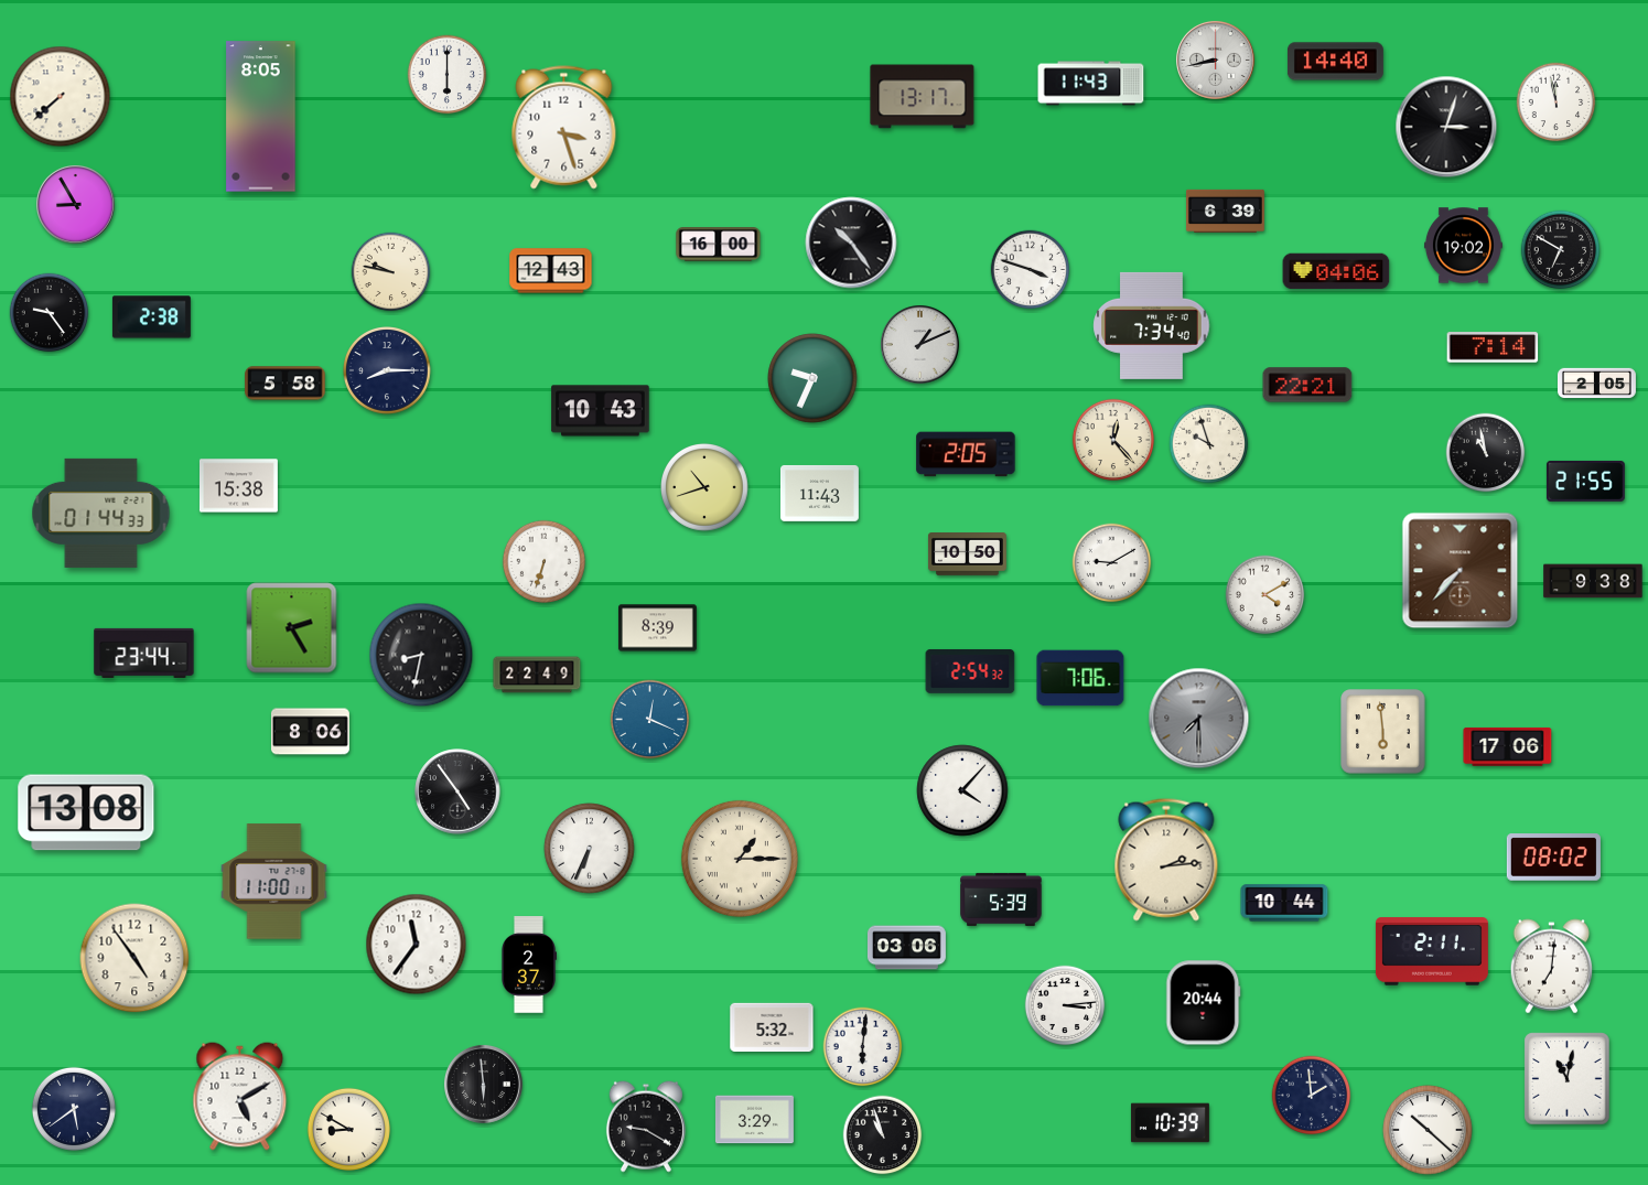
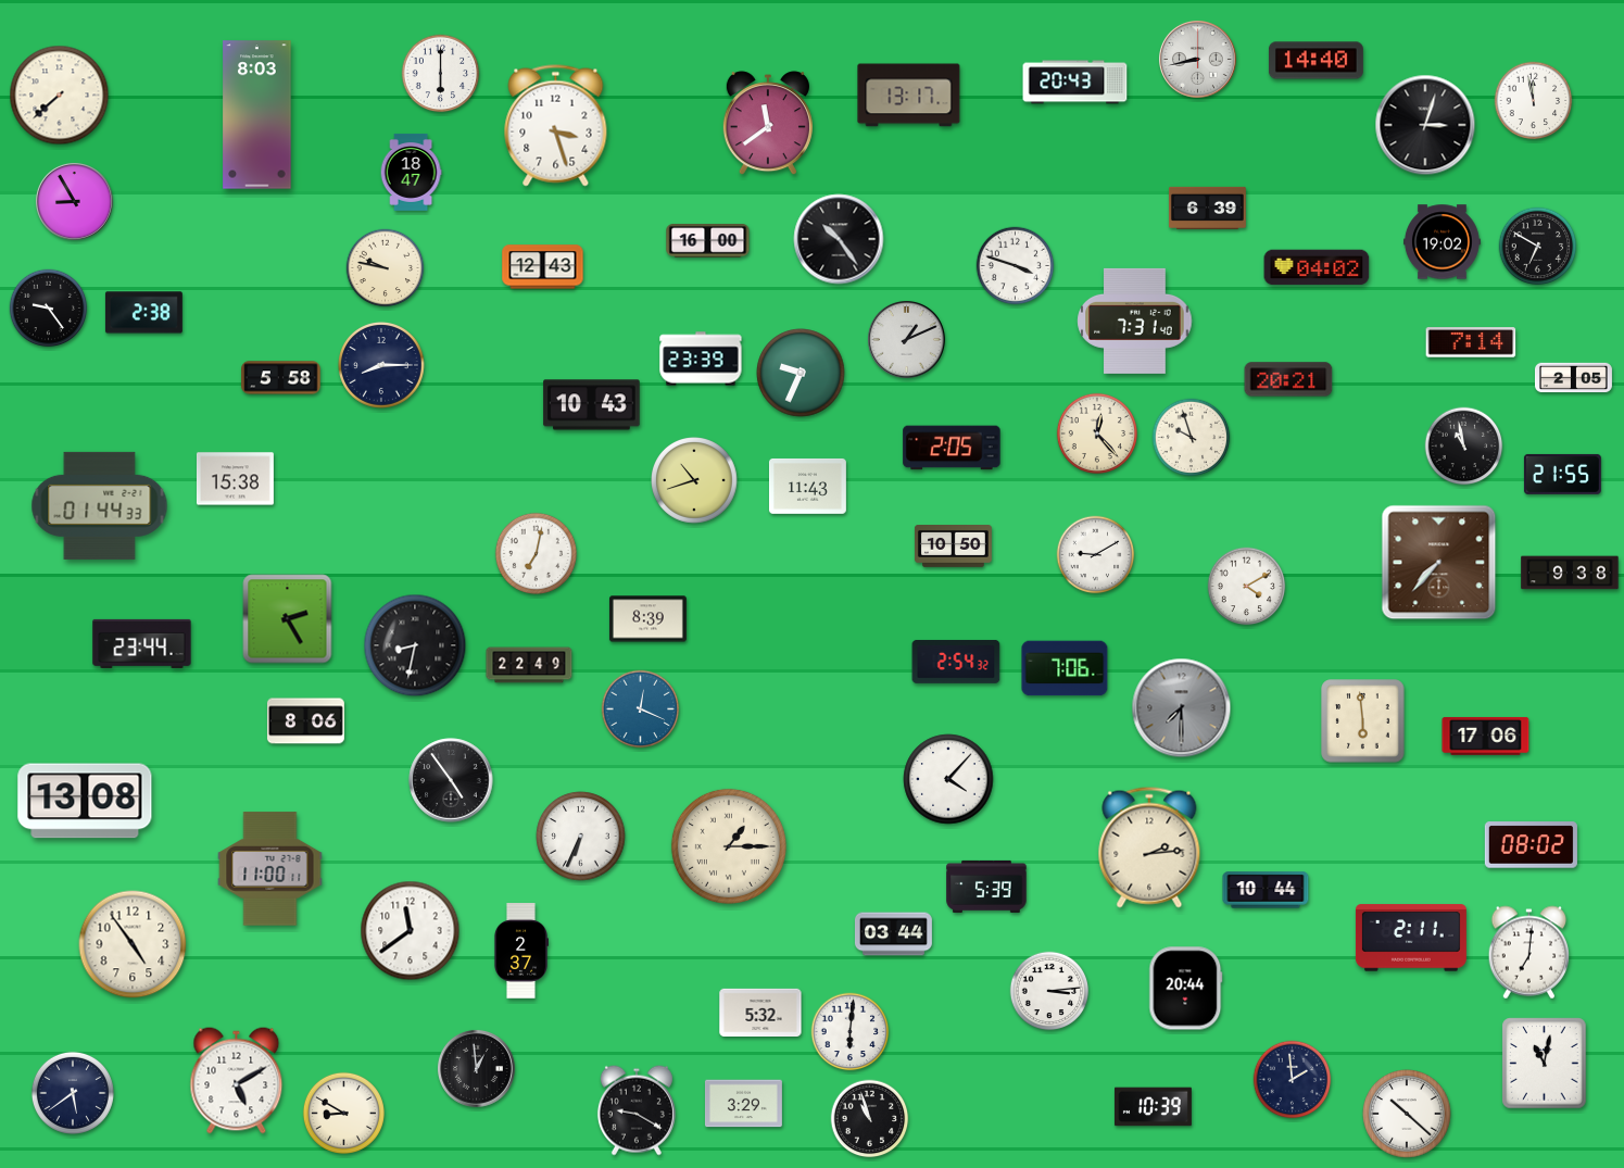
clock at (1091, 84): 11:43 -> 20:43
clock at (261, 117): 8:05 -> 8:03
clock at (768, 124): none -> 11:39
clock at (411, 172): none -> 18:47
clock at (1336, 271): 04:06 -> 04:02
clock at (151, 317) position: (151, 317) -> (143, 313)
clock at (1152, 325): 7:34 -> 7:31
clock at (701, 359): none -> 23:39
clock at (1307, 385): 22:21 -> 20:21
clock at (543, 561): 6:33 -> 7:02
clock at (417, 945): 11:36 -> 11:39
clock at (907, 948): 03:06 -> 03:44
clock at (483, 1084): 5:59 -> 12:59
